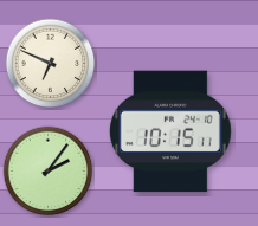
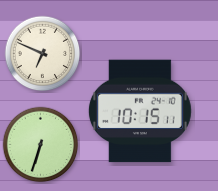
clock at (170, 131) position: (170, 131) -> (140, 111)
clock at (49, 172): 2:06 -> 6:33
